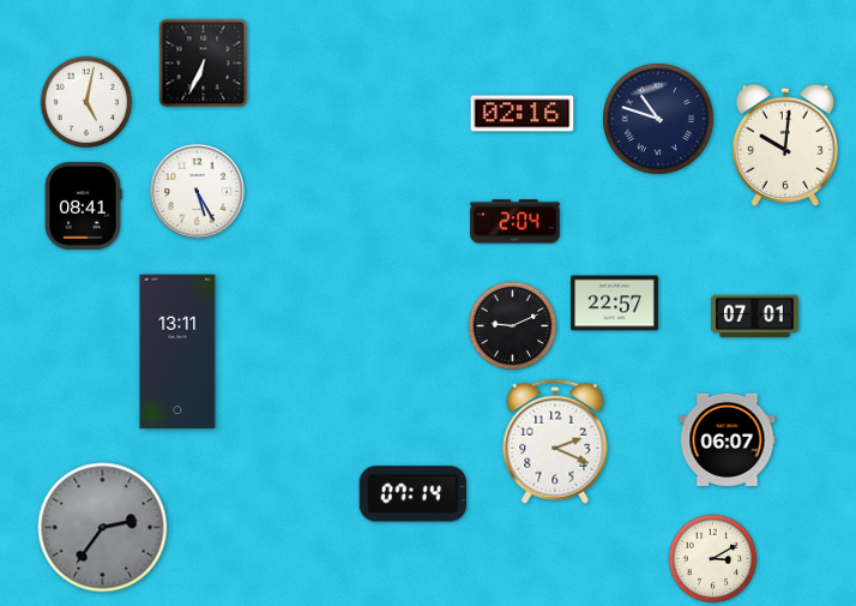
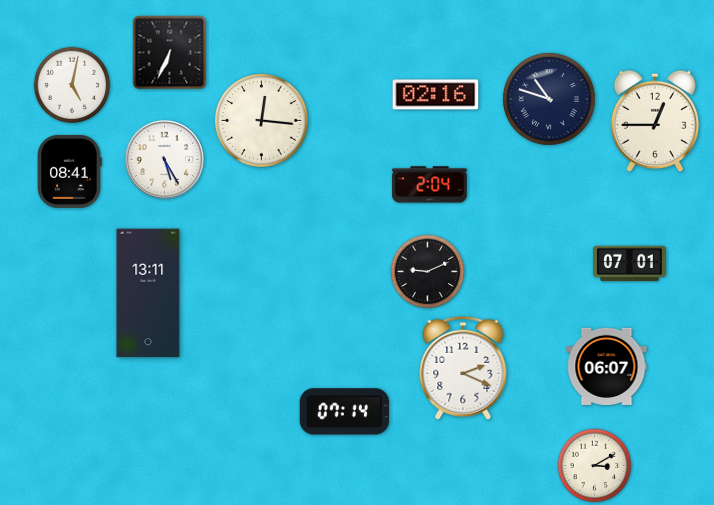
clock at (262, 121): none -> 12:16
clock at (785, 145): 10:01 -> 12:45
clock at (614, 304): 22:57 -> none
clock at (103, 528): 2:36 -> none
